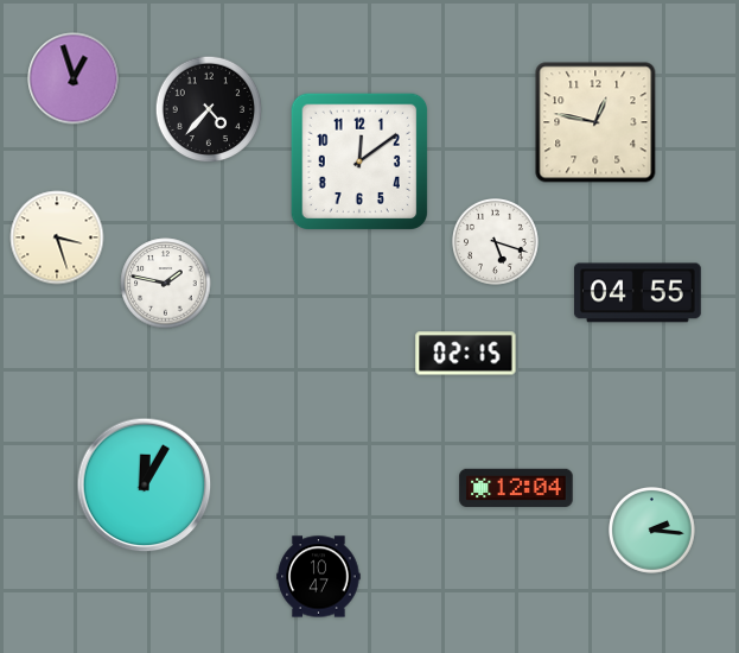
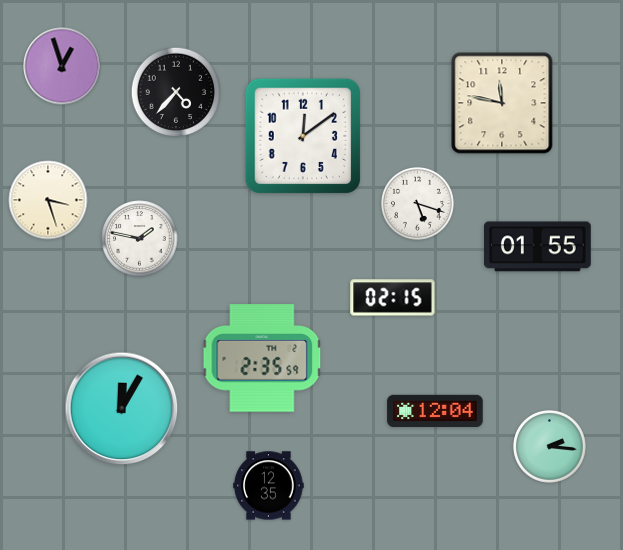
clock at (595, 122): 12:47 -> 11:47
clock at (637, 293): 04:55 -> 01:55
clock at (262, 358): none -> 2:35
clock at (319, 577): 10:47 -> 12:35
